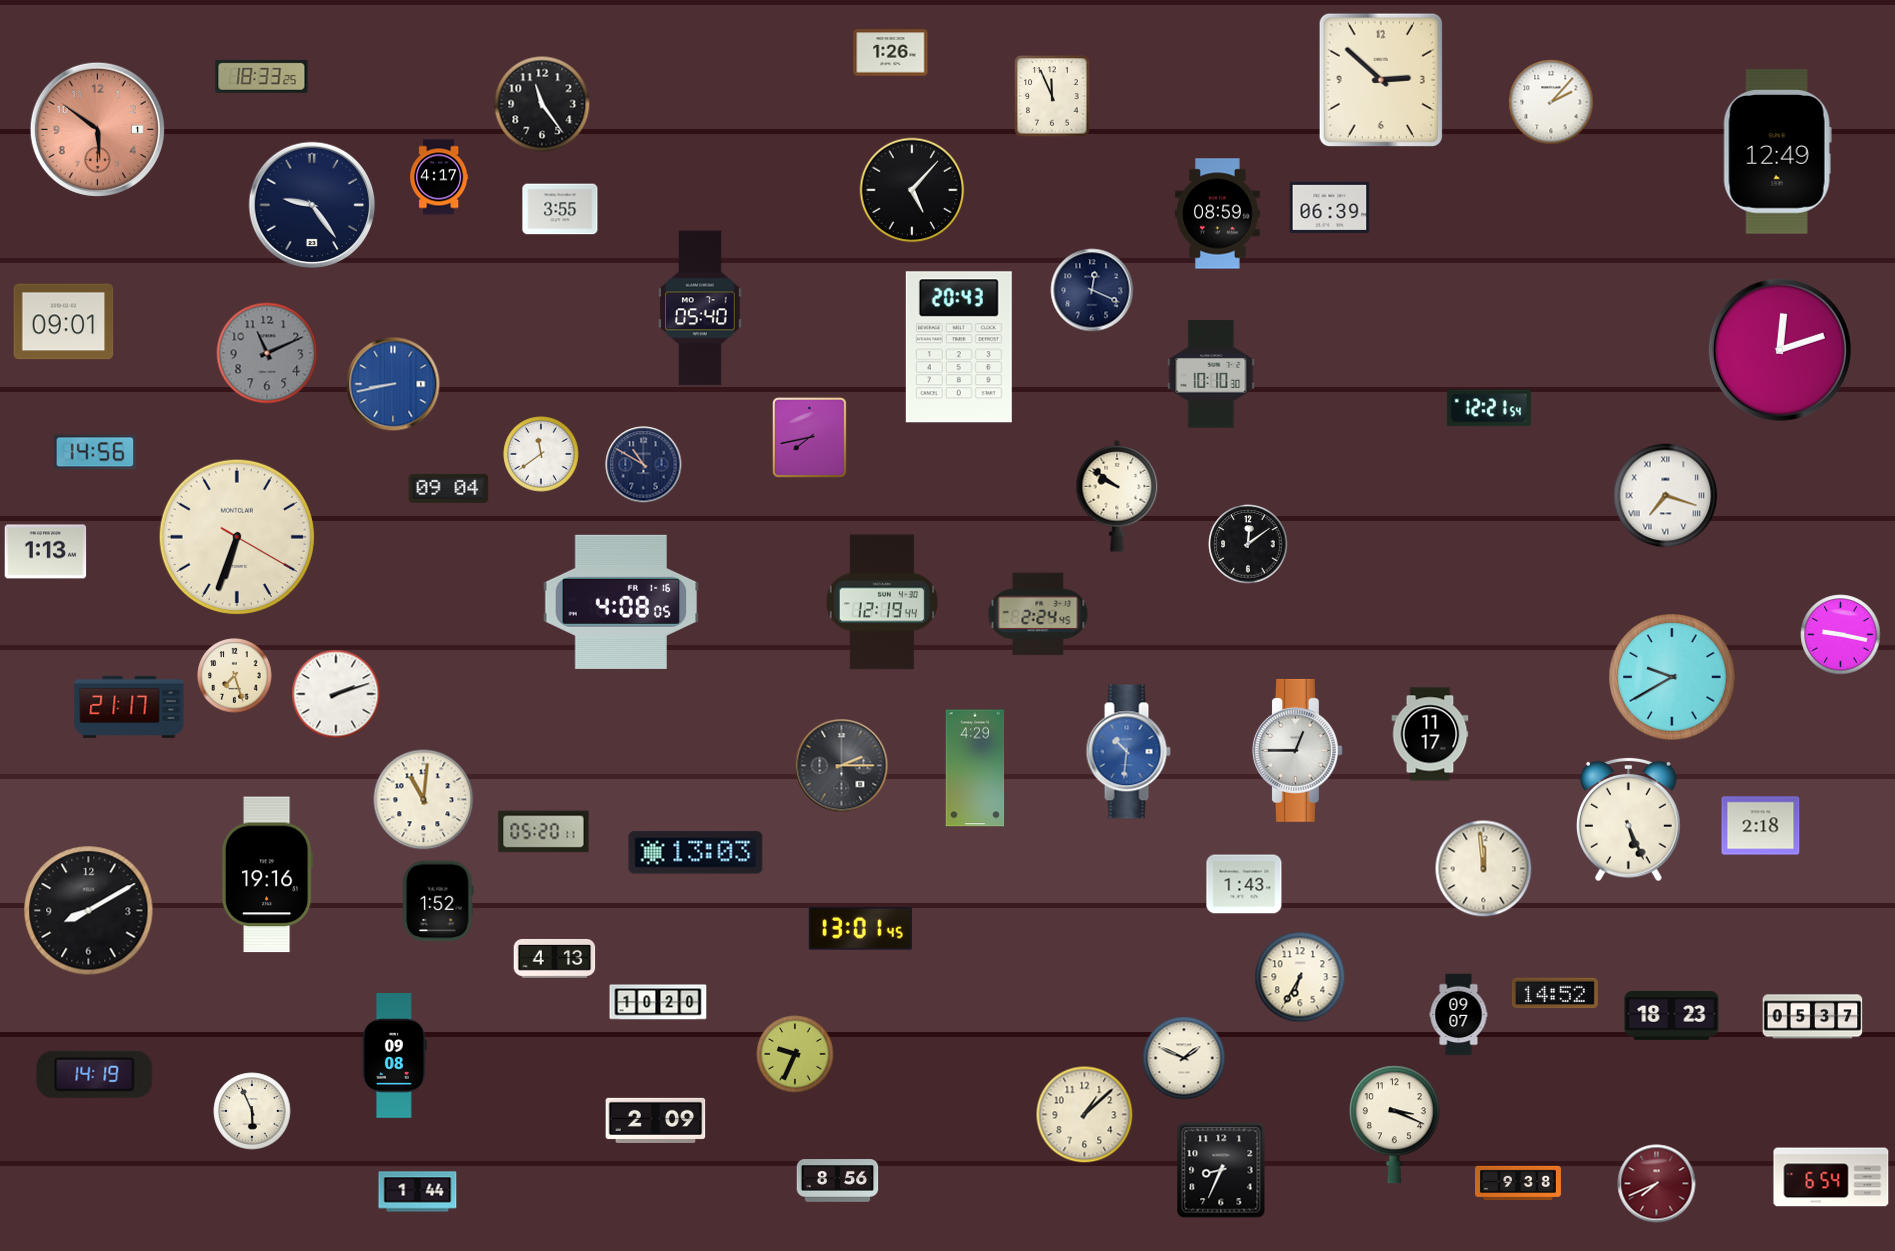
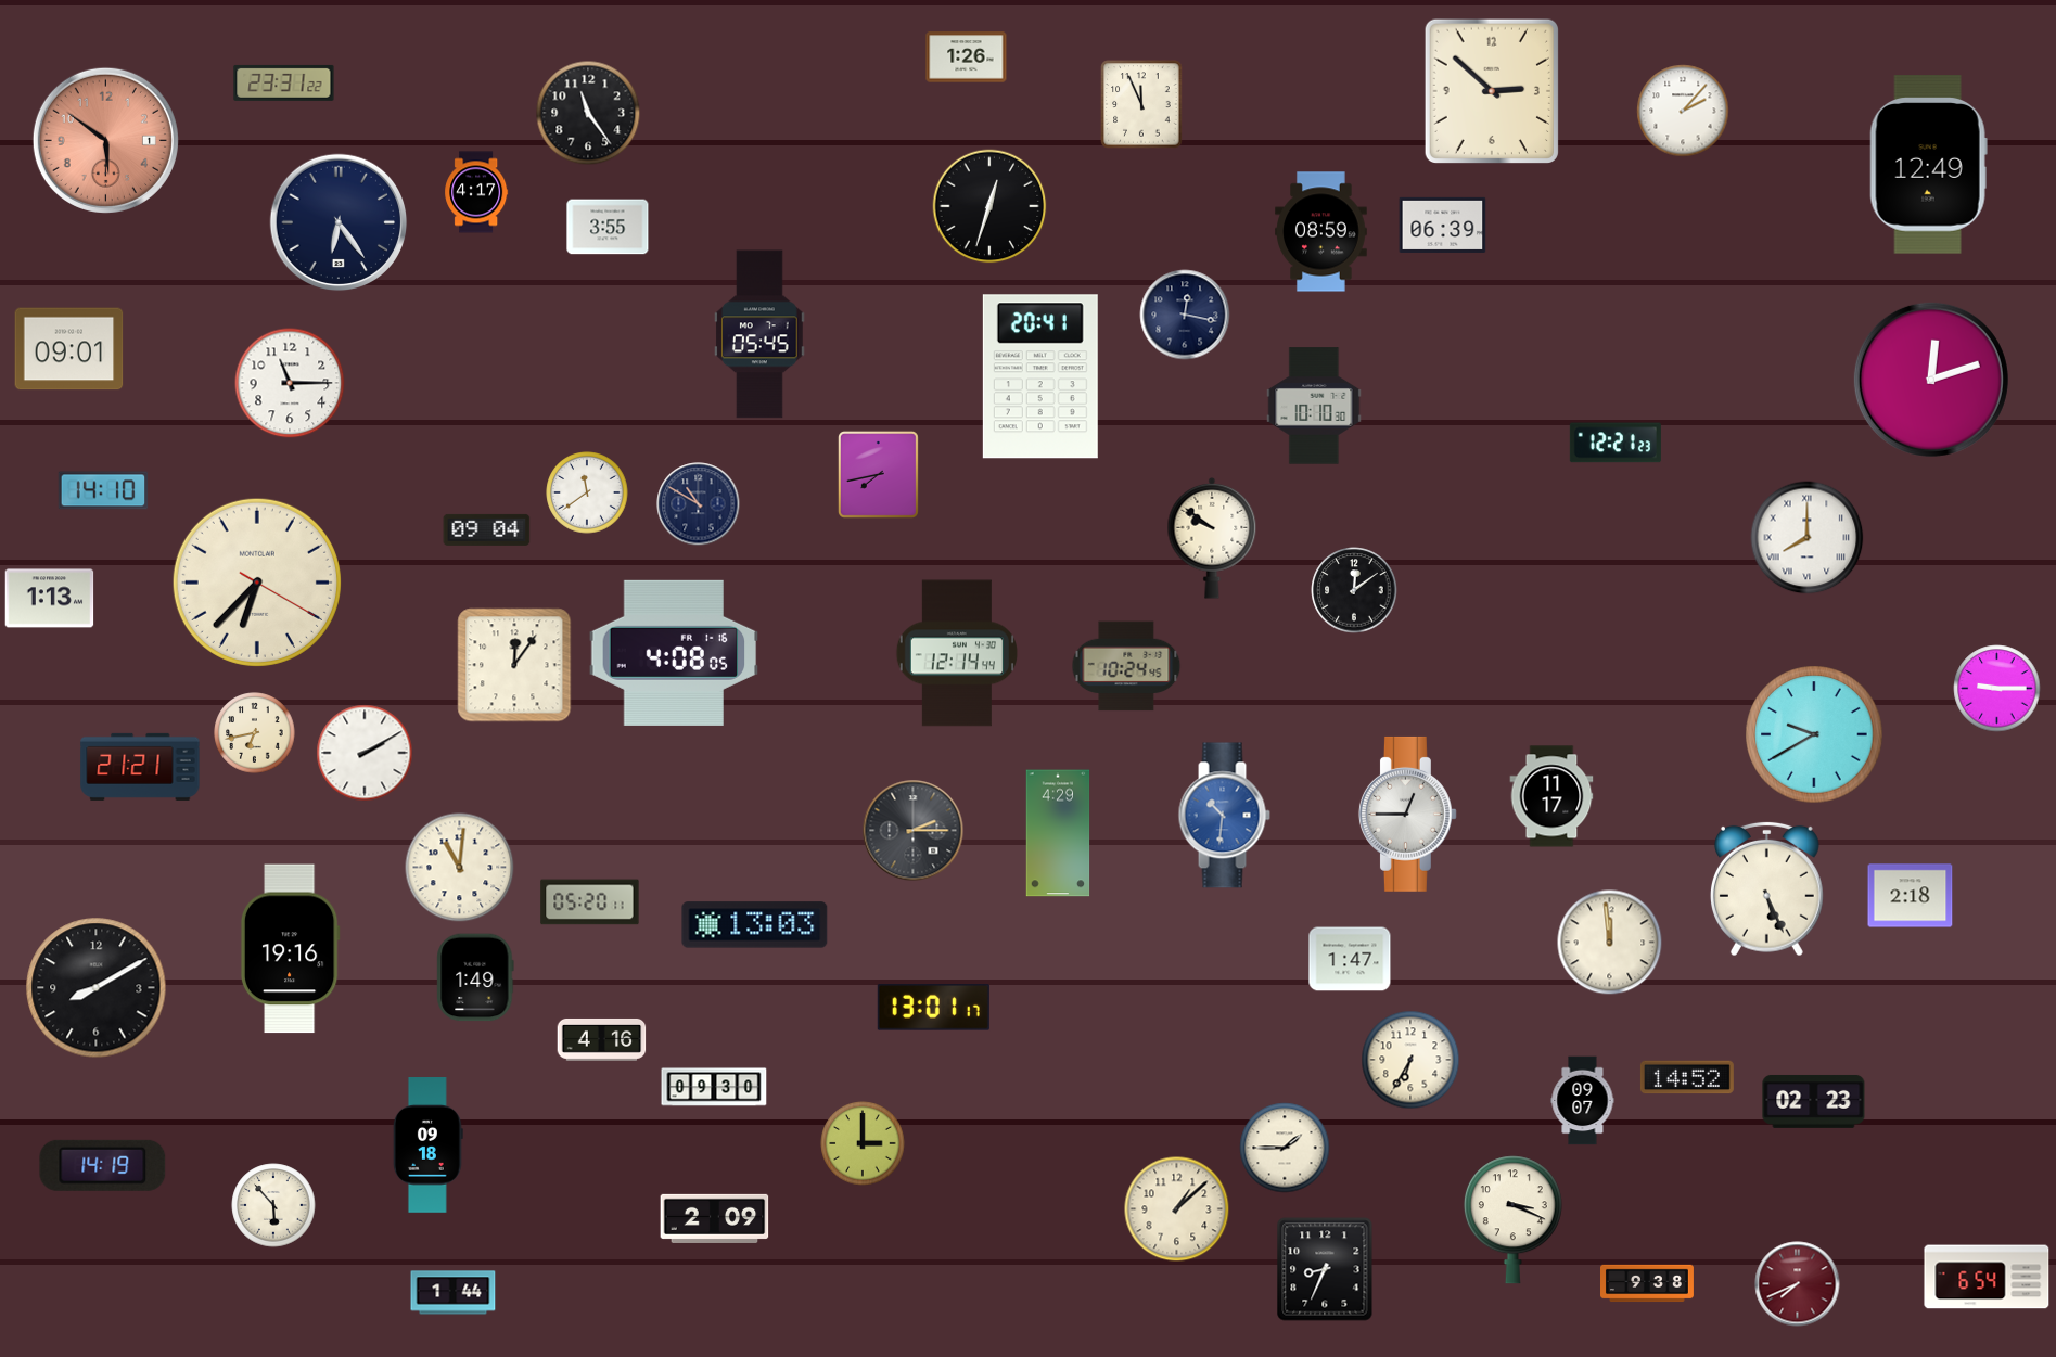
clock at (262, 76): 18:33 -> 23:31
clock at (1380, 79) position: (1380, 79) -> (1491, 90)
clock at (912, 190): 5:07 -> 12:33
clock at (312, 205): 9:24 -> 6:24
clock at (1092, 290): 12:19 -> 12:17
clock at (700, 308): 05:40 -> 05:45
clock at (959, 347): 20:43 -> 20:41
clock at (267, 353): 11:11 -> 11:15
clock at (267, 353) dial: grey -> white
clock at (393, 384): 8:43 -> none
clock at (1489, 408): 12:21:54 -> 12:21:23
clock at (95, 452): 14:56 -> 14:10
clock at (1666, 496): 7:18 -> 8:00
clock at (237, 537): 6:33 -> 6:37
clock at (882, 602): 12:19 -> 12:14
clock at (514, 665): none -> 12:06
clock at (1038, 614): 2:24 -> 10:24
clock at (1841, 635): 9:17 -> 9:15
clock at (235, 676): 7:27 -> 6:43
clock at (336, 694): 2:12 -> 2:10
clock at (129, 707): 21:17 -> 21:21
clock at (1244, 884): 1:43 -> 1:47
clock at (438, 901): 1:52 -> 1:49
clock at (860, 929): 13:01:45 -> 13:01:17
clock at (555, 958): 4:13 -> 4:16
clock at (658, 1002): 10:20 -> 09:30
clock at (1672, 1015): 18:23 -> 02:23
clock at (1813, 1017): 05:37 -> none
clock at (795, 1054): 9:34 -> 3:00
clock at (394, 1056): 09:08 -> 09:18
clock at (1184, 1058): 1:49 -> 1:45
clock at (252, 1111): 5:56 -> 5:53
clock at (656, 1120) position: (656, 1120) -> (715, 1218)
clock at (838, 1181): 8:56 -> none
